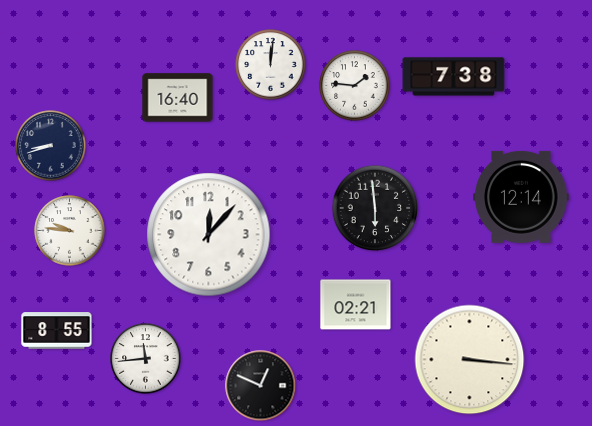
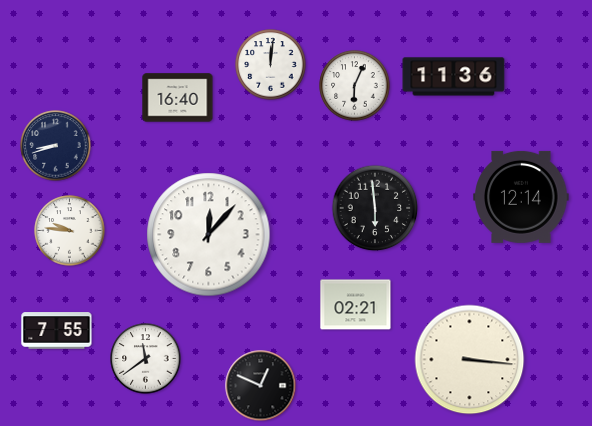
clock at (454, 77): 7:38 -> 11:36
clock at (355, 86): 1:46 -> 6:04
clock at (51, 146) position: (51, 146) -> (56, 146)
clock at (57, 331): 8:55 -> 7:55
clock at (146, 359): 11:44 -> 11:39
